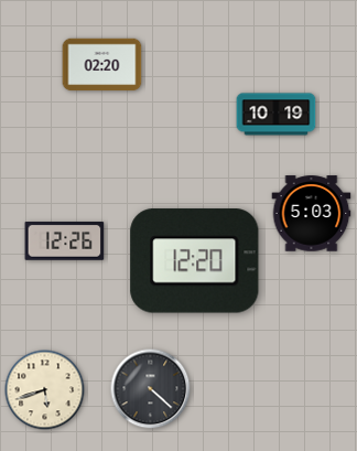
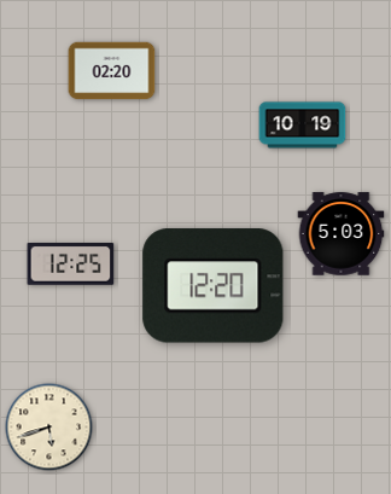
clock at (65, 241): 12:26 -> 12:25
clock at (151, 389): 4:22 -> none
